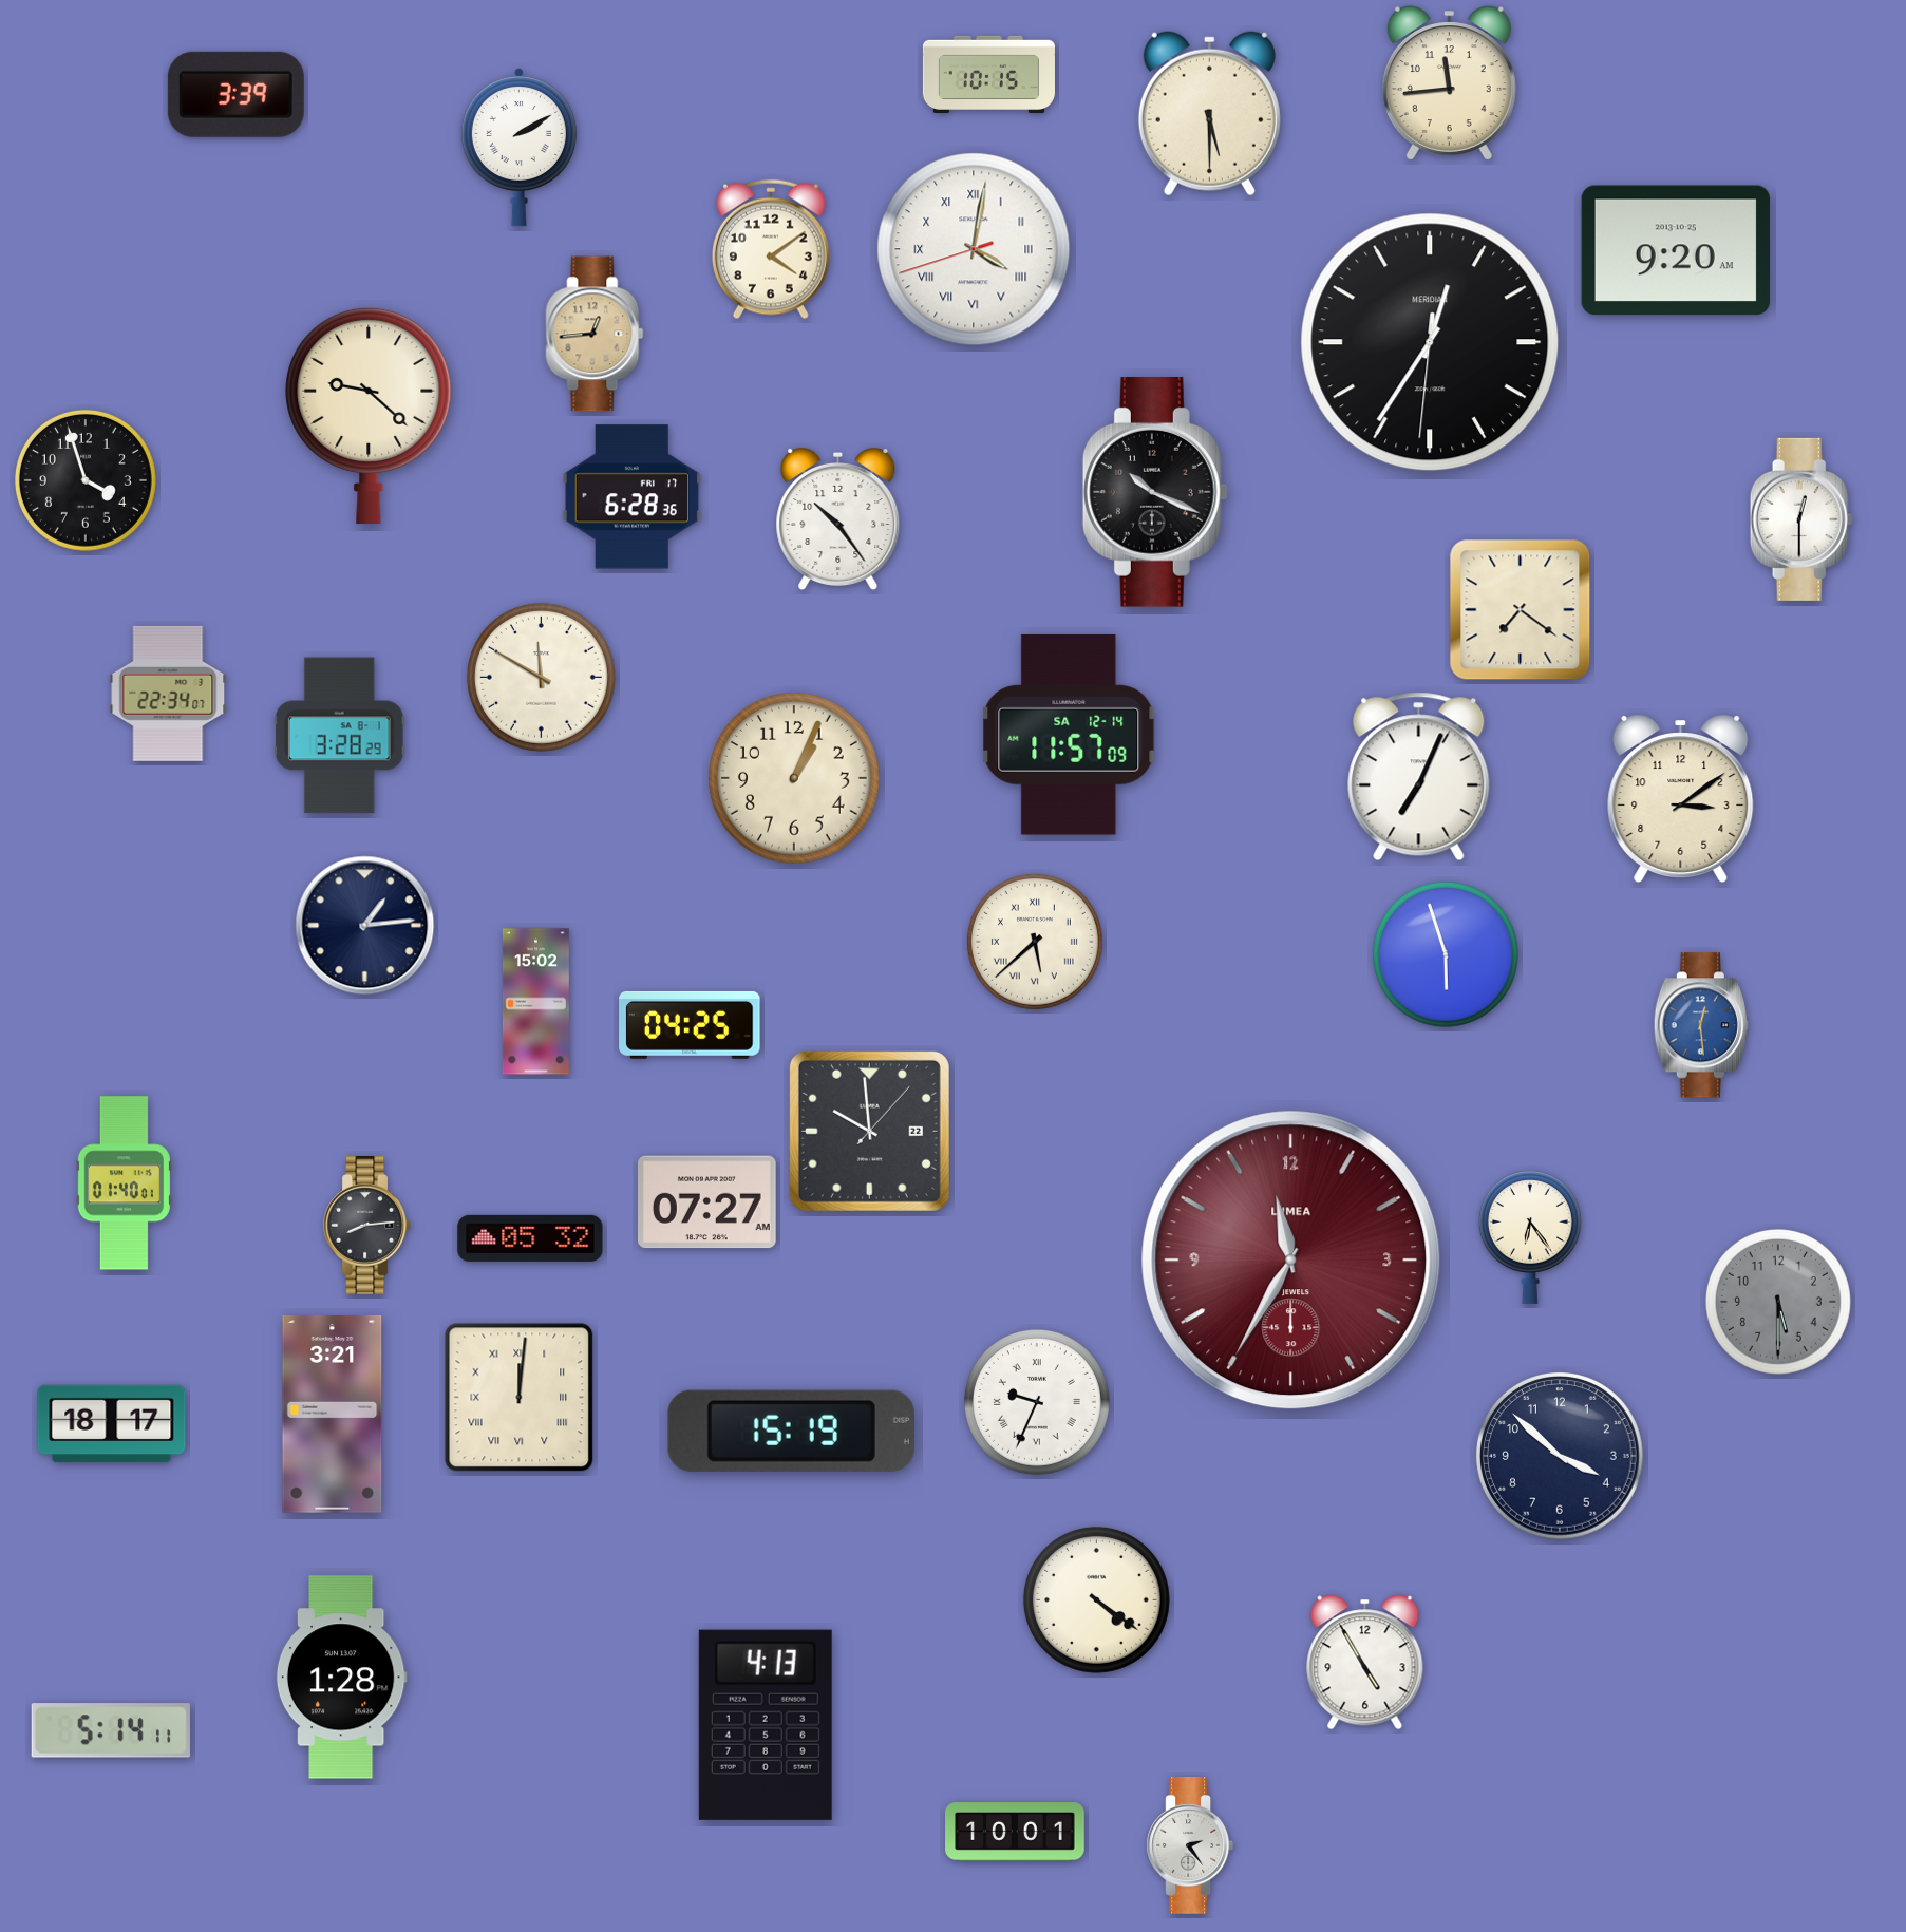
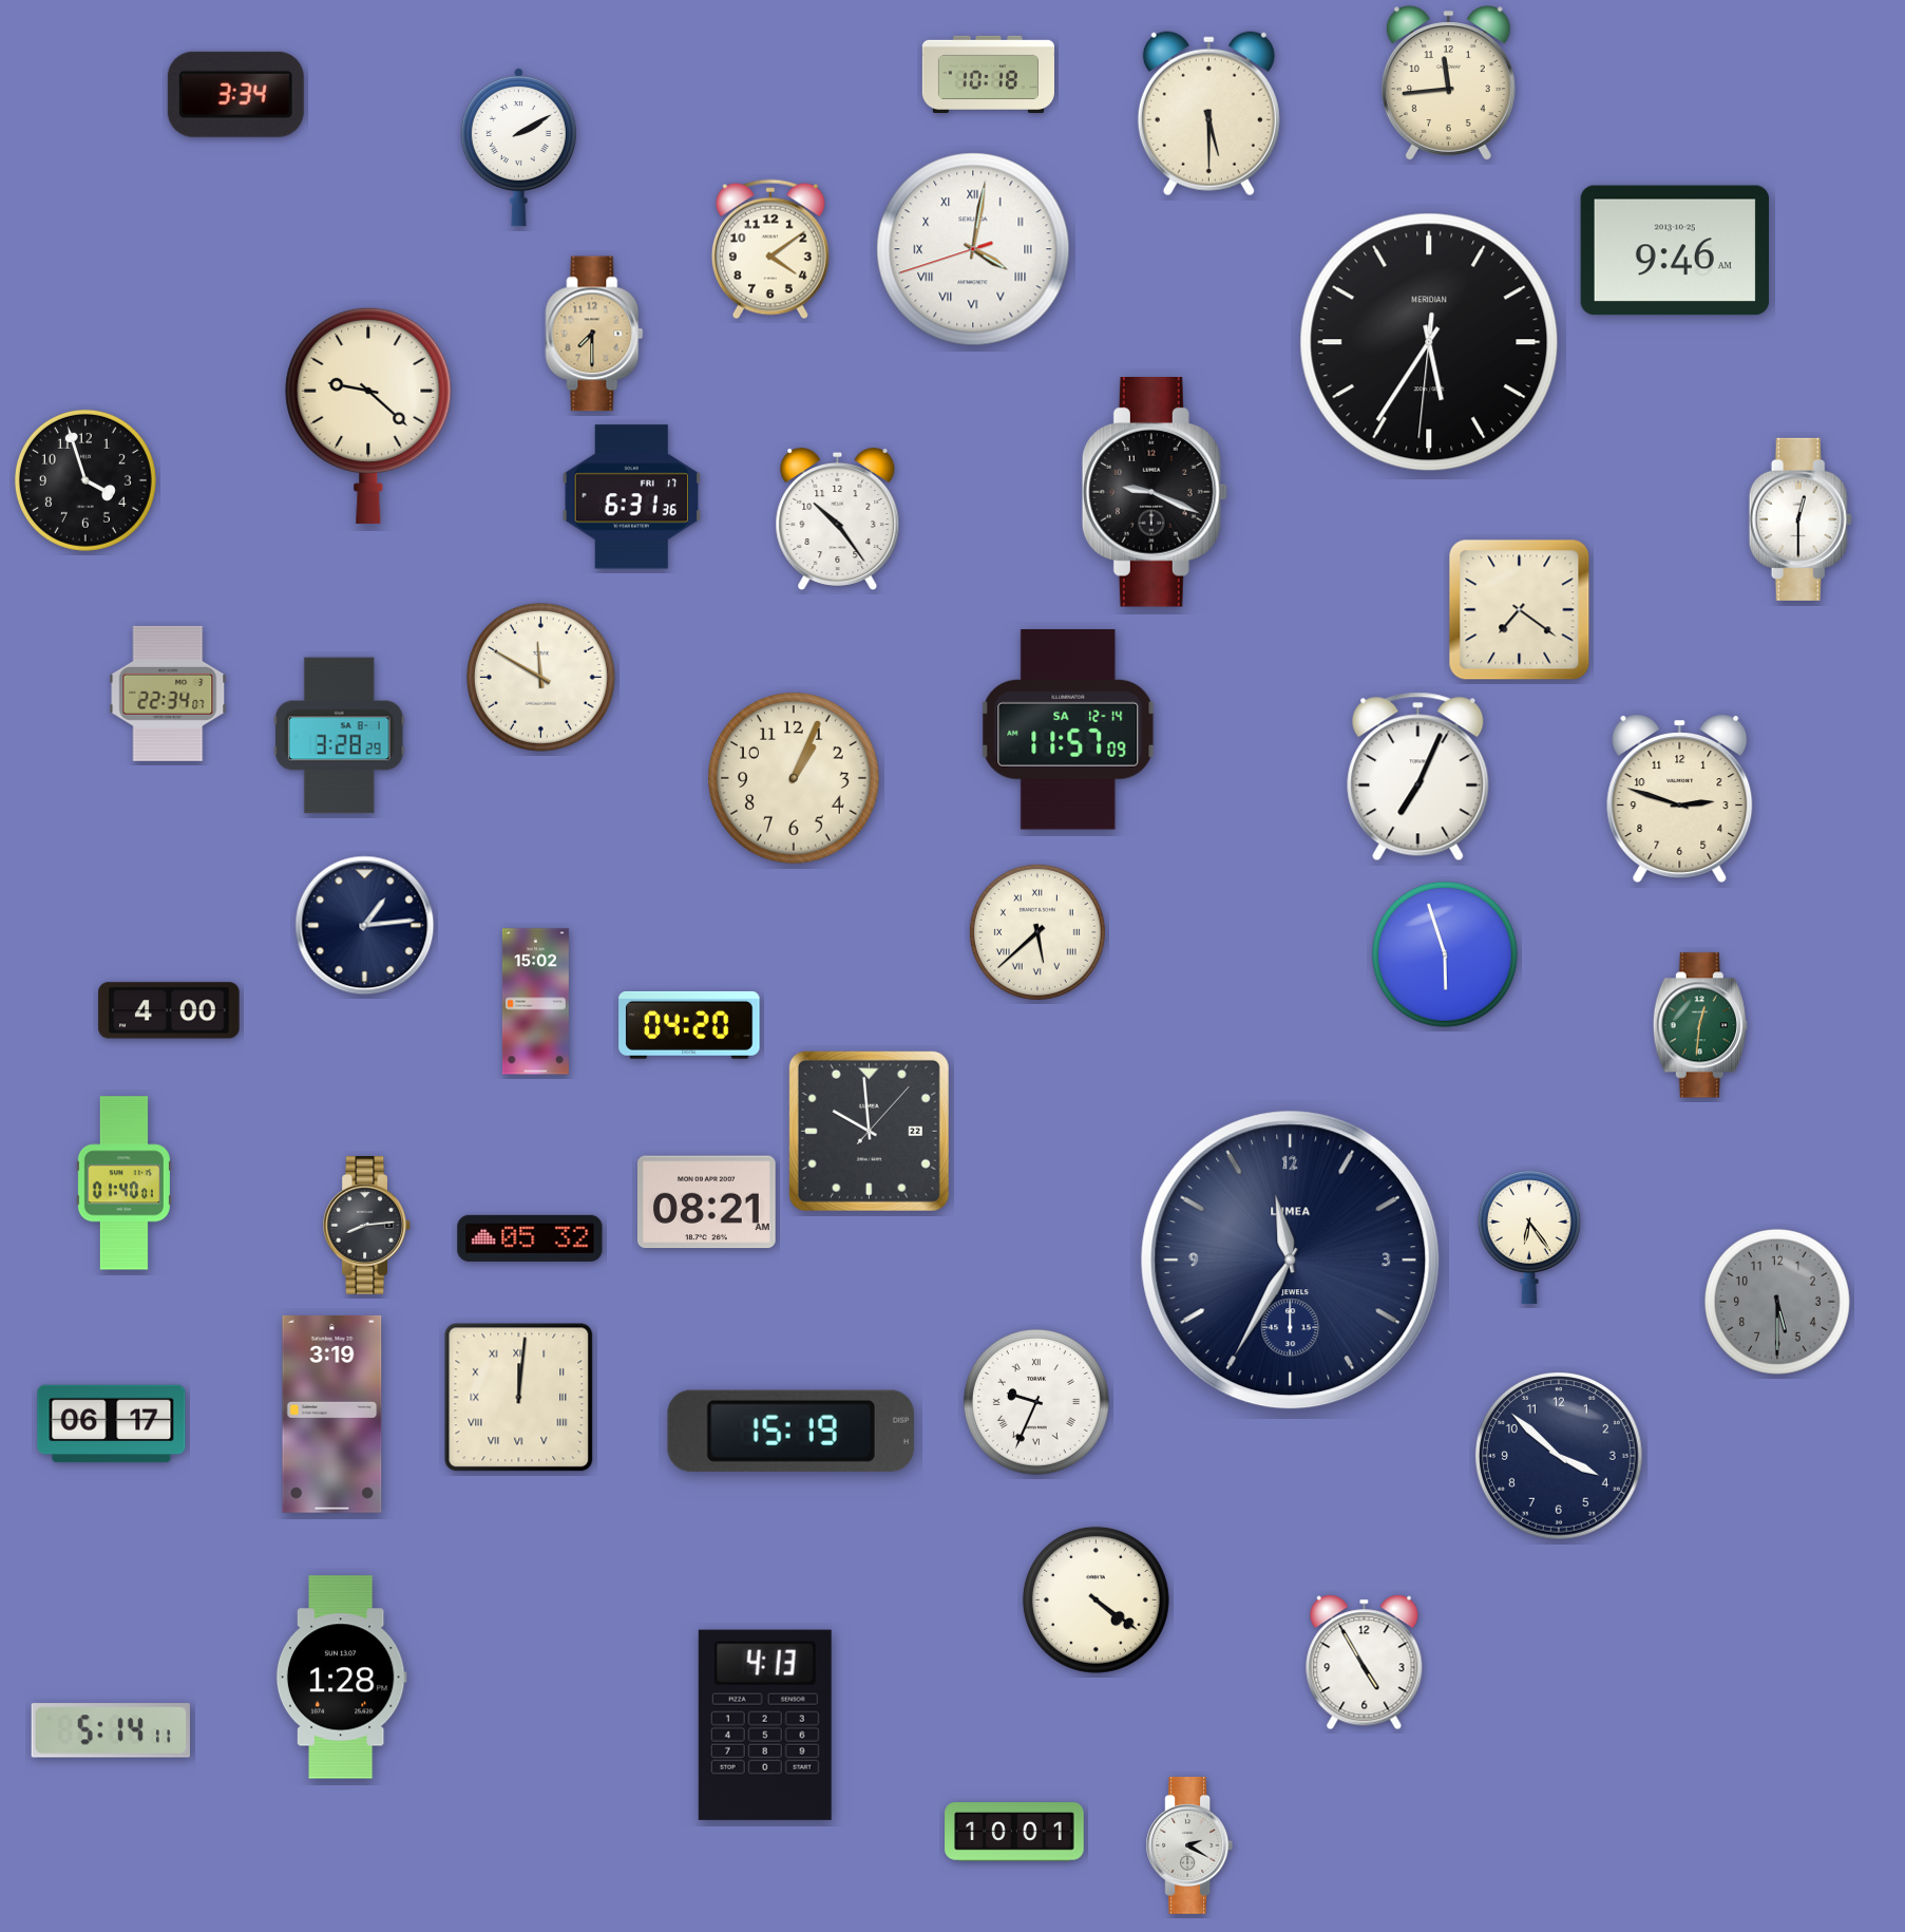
clock at (988, 74): 10:15 -> 10:18
clock at (235, 94): 3:39 -> 3:34
clock at (1675, 250): 9:20 -> 9:46
clock at (595, 334): 12:44 -> 7:30
clock at (1430, 342): 12:35 -> 5:35
clock at (1155, 493): 10:19 -> 9:19
clock at (631, 497): 6:28 -> 6:31
clock at (1069, 735) position: (1069, 735) -> (1068, 730)
clock at (1681, 798): 3:09 -> 2:48
clock at (1035, 942) position: (1035, 942) -> (1037, 932)
clock at (169, 1010): none -> 4:00
clock at (690, 1025): 04:25 -> 04:20
clock at (1701, 1025): 12:29 -> 12:31
clock at (1701, 1025) dial: blue -> green
clock at (706, 1202): 07:27 -> 08:21
clock at (1291, 1261) dial: burgundy -> navy
clock at (333, 1414): 3:21 -> 3:19
clock at (112, 1424): 18:17 -> 06:17
clock at (1190, 1845): 2:24 -> 2:20
